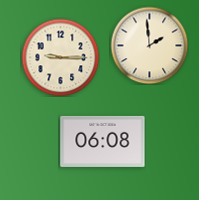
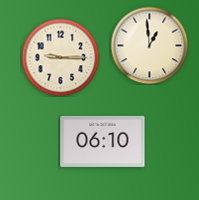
clock at (149, 45): 1:59 -> 12:59
clock at (103, 141): 06:08 -> 06:10
